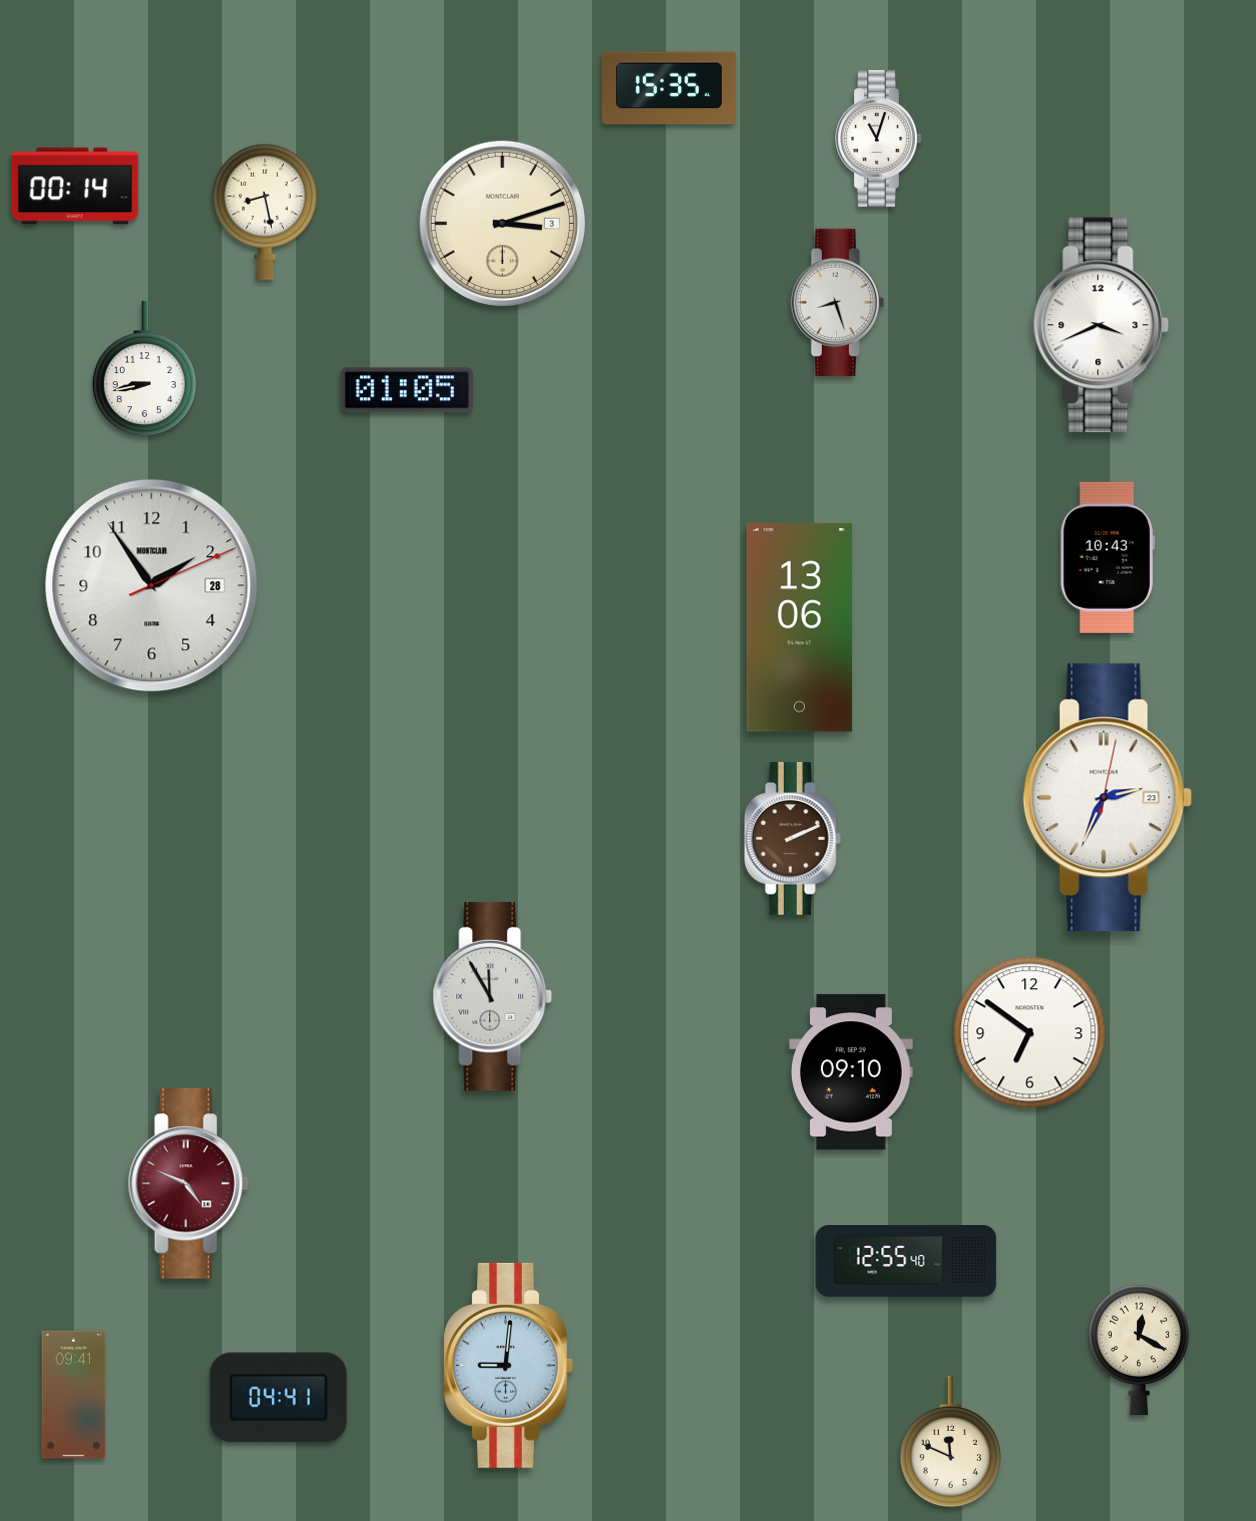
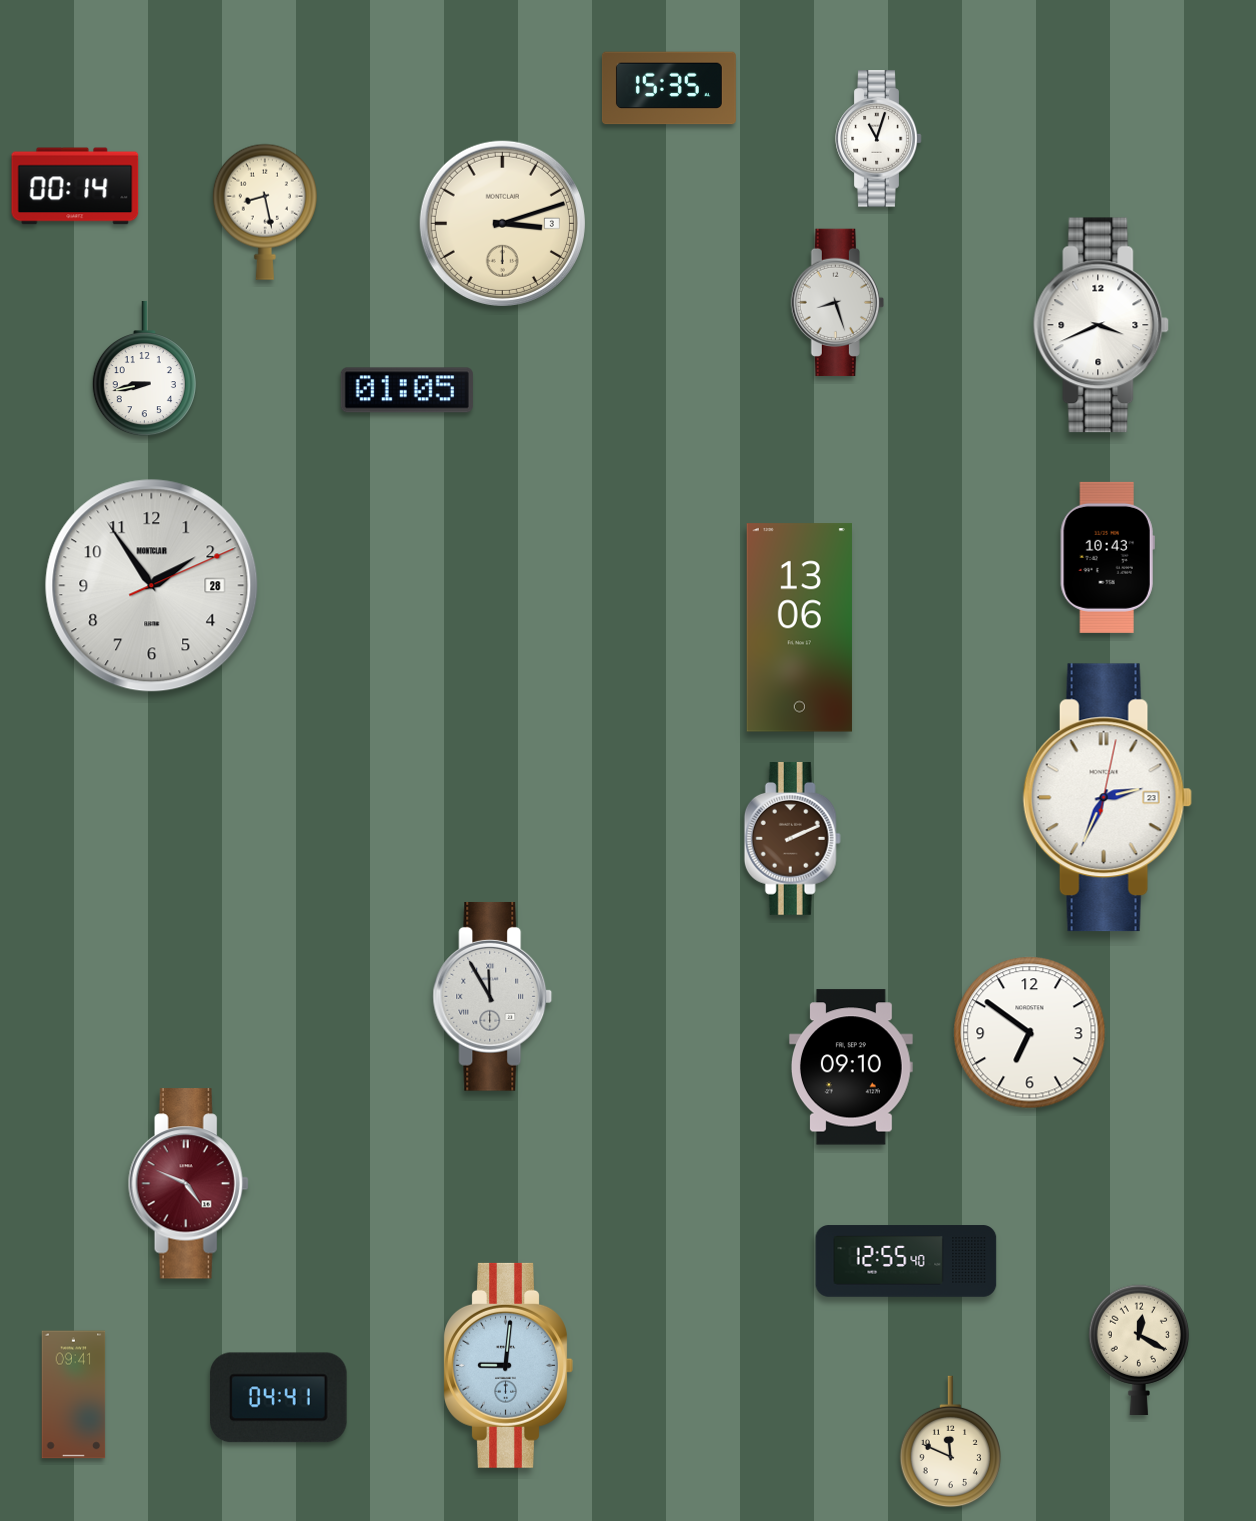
clock at (851, 1072) position: (851, 1072) -> (851, 1067)
